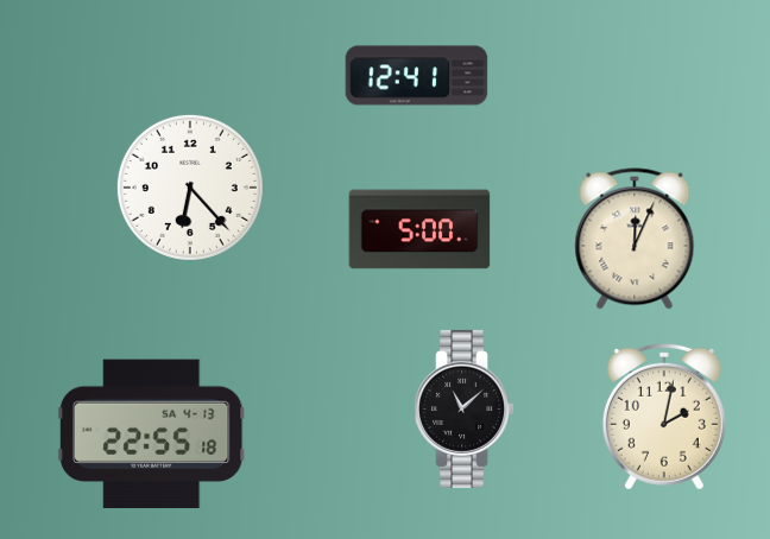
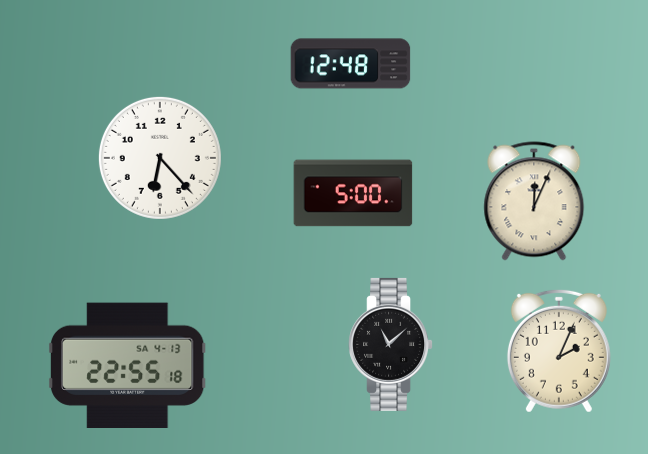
clock at (417, 76): 12:41 -> 12:48
clock at (664, 417): 2:02 -> 2:04
